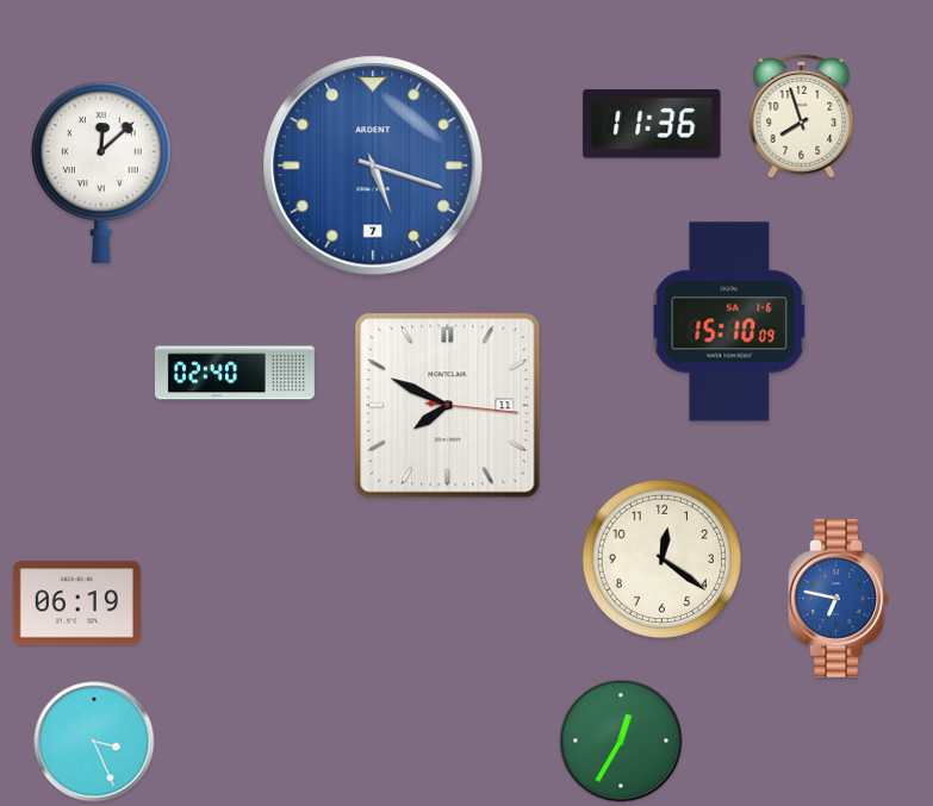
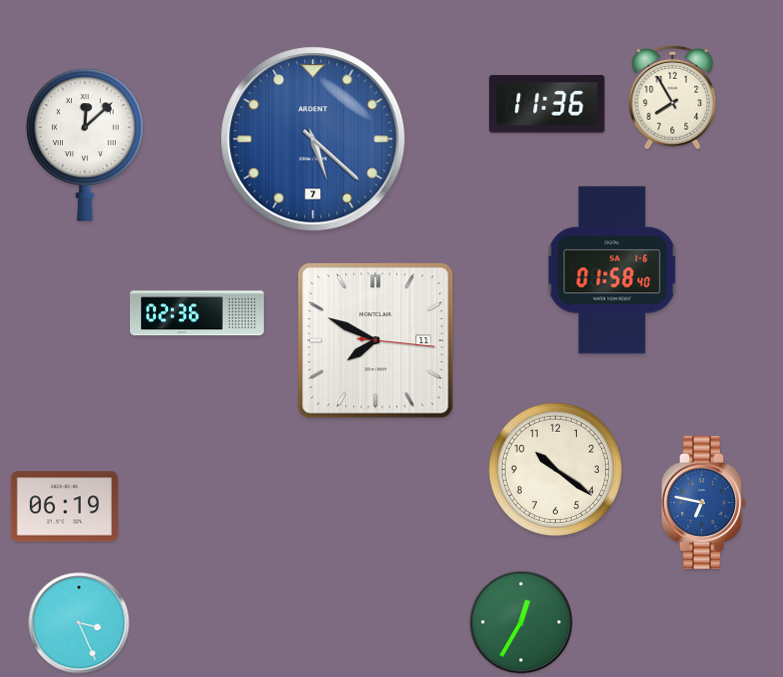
clock at (802, 115): 7:57 -> 7:55
clock at (373, 165): 5:18 -> 5:22
clock at (729, 321): 15:10 -> 01:58
clock at (235, 373): 02:40 -> 02:36
clock at (661, 558): 12:21 -> 10:21
